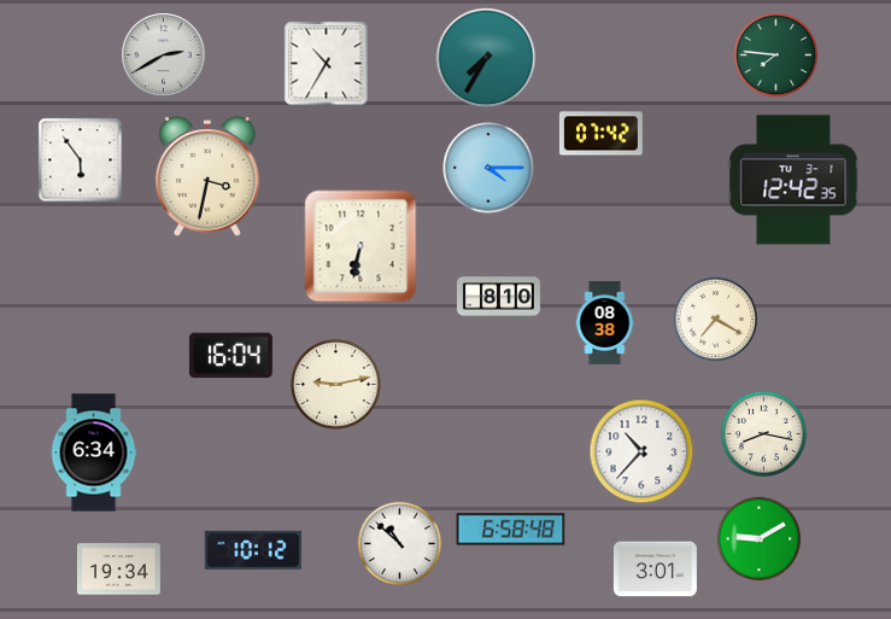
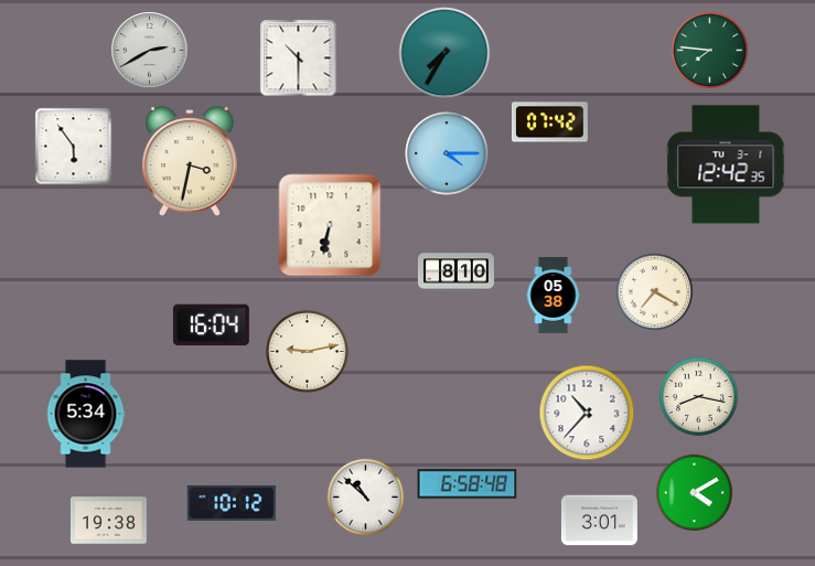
clock at (327, 64): 10:35 -> 10:30
clock at (605, 322): 08:38 -> 05:38
clock at (94, 452): 6:34 -> 5:34
clock at (760, 539): 9:10 -> 4:10
clock at (118, 570): 19:34 -> 19:38
